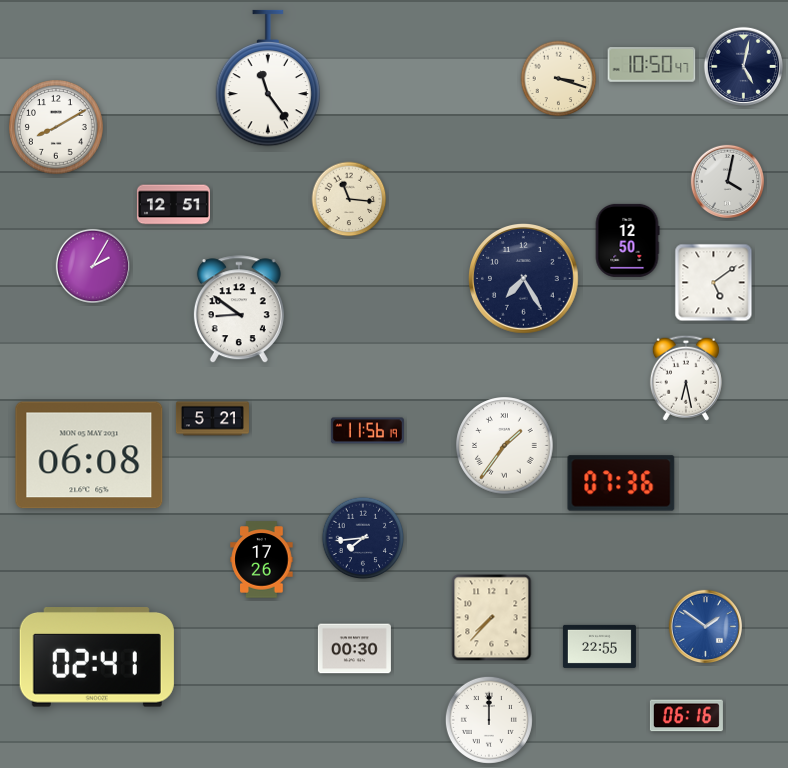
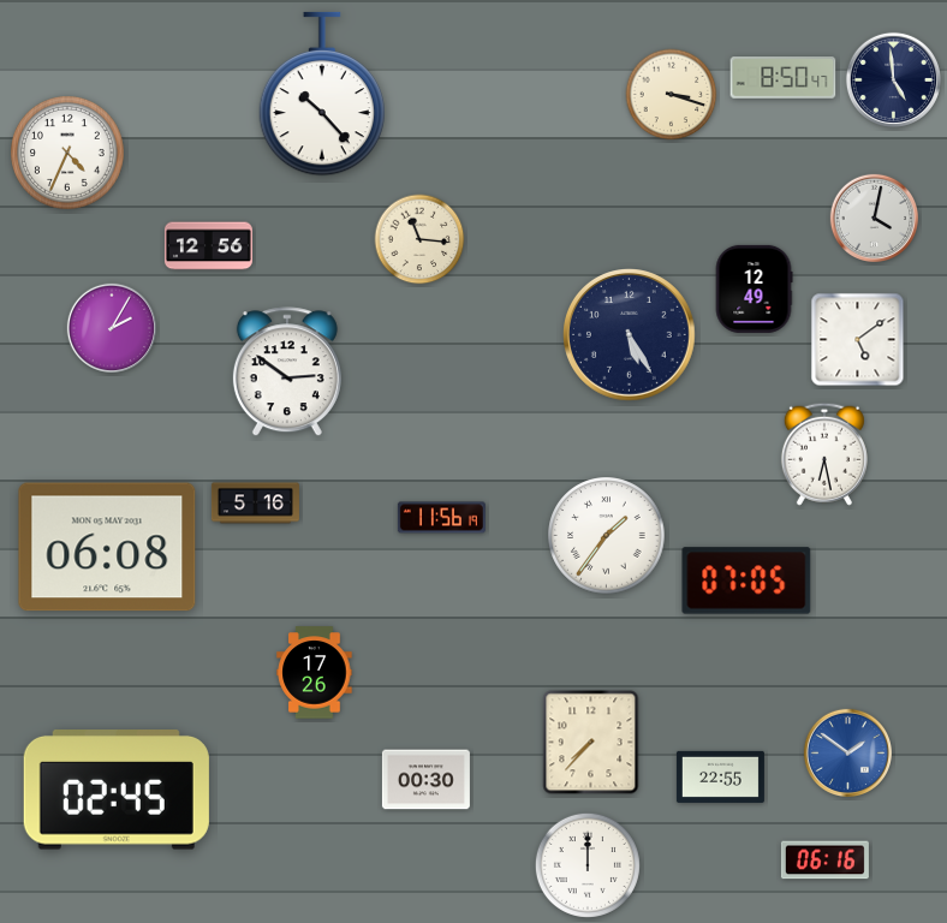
clock at (652, 65): 10:50 -> 8:50
clock at (743, 66): 5:02 -> 4:59
clock at (267, 78): 11:24 -> 10:23
clock at (57, 128): 8:10 -> 4:34
clock at (173, 205): 12:51 -> 12:56
clock at (627, 240): 12:50 -> 12:49
clock at (92, 265) position: (92, 265) -> (111, 327)
clock at (524, 279): 7:25 -> 5:25
clock at (239, 310): 8:51 -> 2:51
clock at (212, 419): 5:21 -> 5:16
clock at (621, 483): 07:36 -> 07:05
clock at (363, 538): 7:44 -> none
clock at (97, 658): 02:41 -> 02:45
